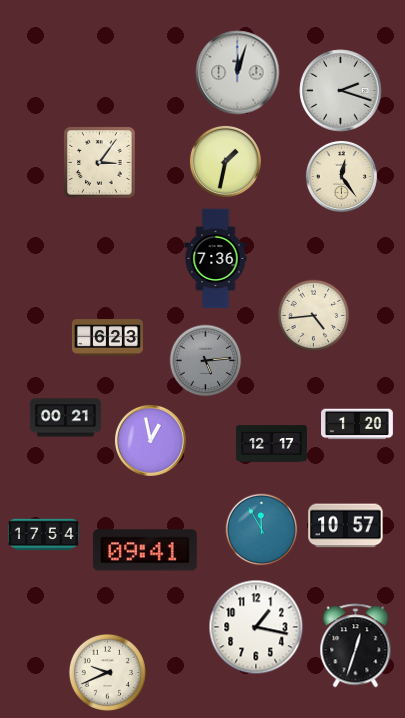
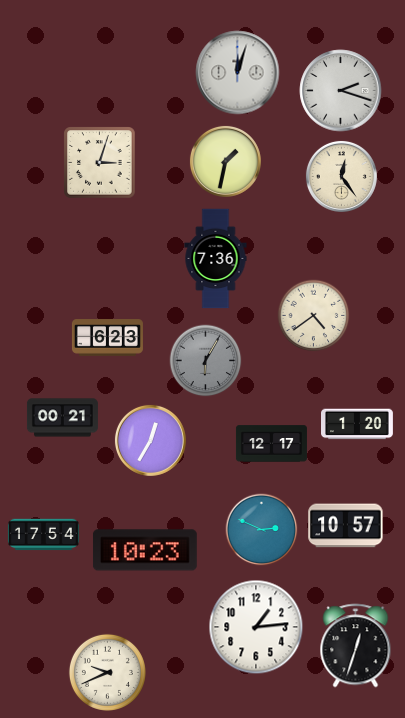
clock at (100, 163): 3:06 -> 3:03
clock at (314, 316): 4:44 -> 4:39
clock at (206, 361): 5:14 -> 6:05
clock at (65, 418) position: (65, 418) -> (62, 418)
clock at (150, 440): 12:58 -> 12:35
clock at (262, 530): 11:55 -> 2:49
clock at (145, 550): 09:41 -> 10:23
clock at (256, 627): 1:17 -> 1:14
